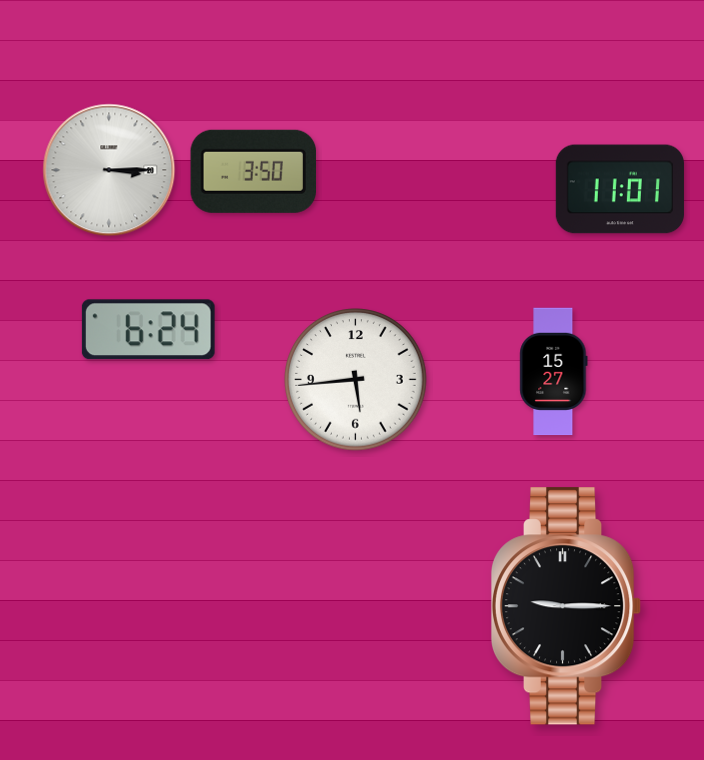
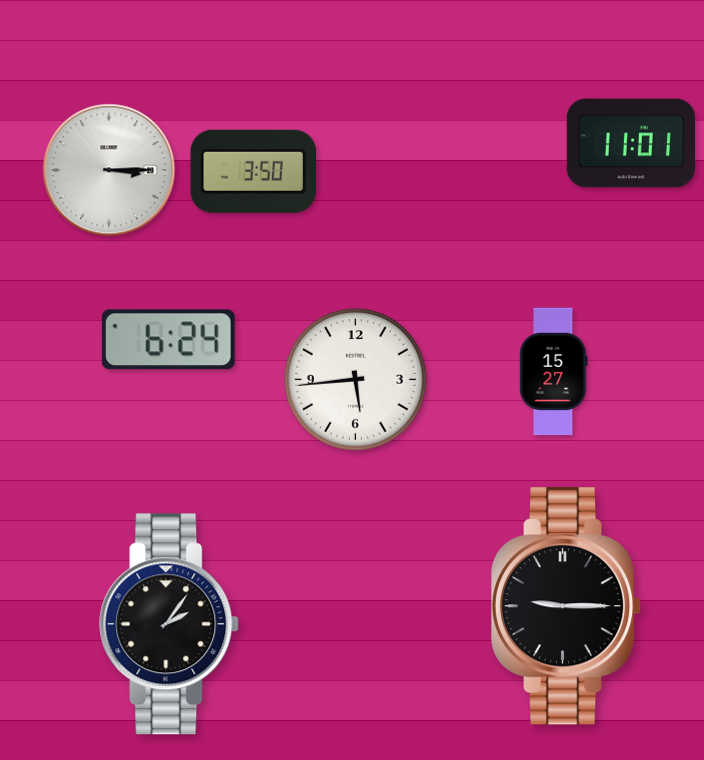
clock at (620, 189) position: (620, 189) -> (631, 143)
clock at (148, 330) position: (148, 330) -> (168, 340)
clock at (170, 624): none -> 2:06
